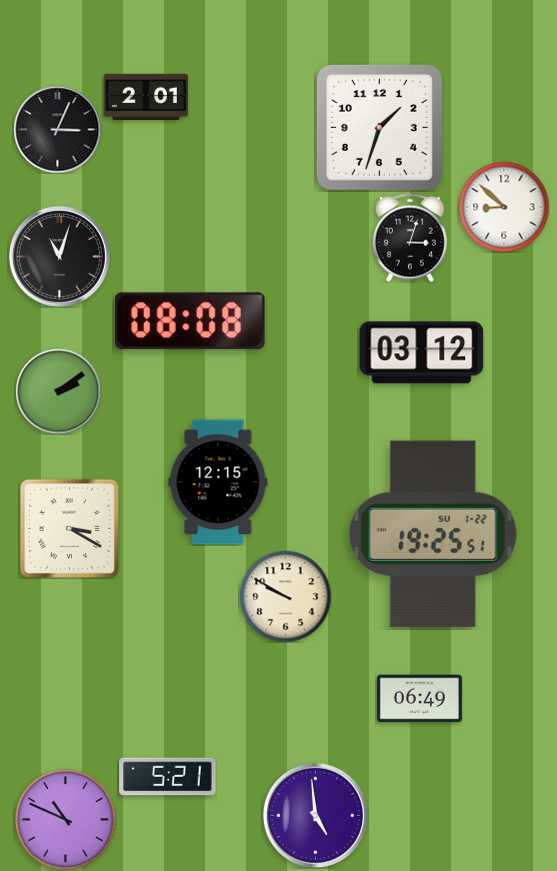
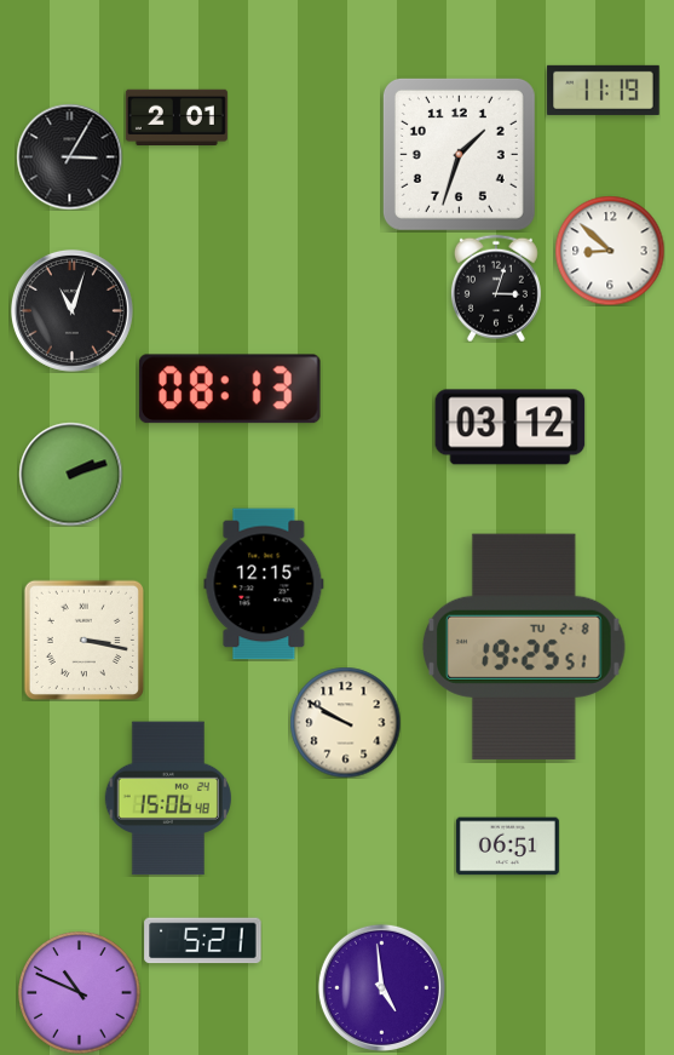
clock at (604, 90): none -> 11:19
clock at (57, 129): 3:04 -> 3:05
clock at (190, 321): 08:08 -> 08:13
clock at (58, 391): 2:09 -> 2:12
clock at (69, 528): 3:20 -> 3:17
clock at (433, 534) date: SU 1-22 -> TU 2-8
clock at (168, 798): none -> 15:06
clock at (419, 699): 06:49 -> 06:51
